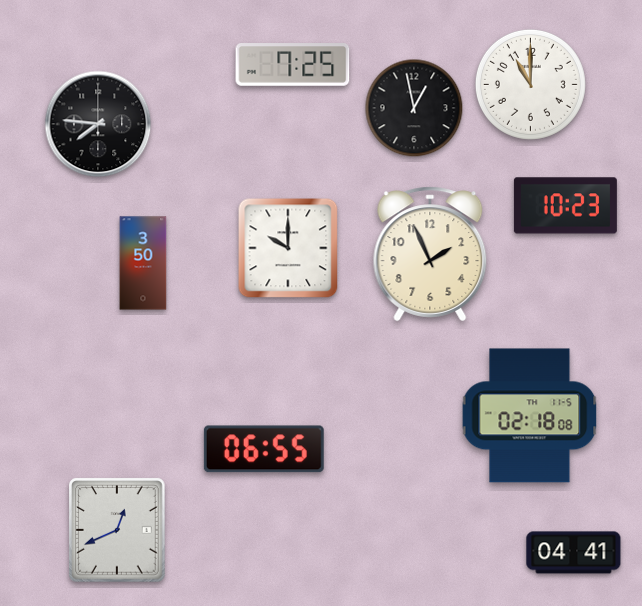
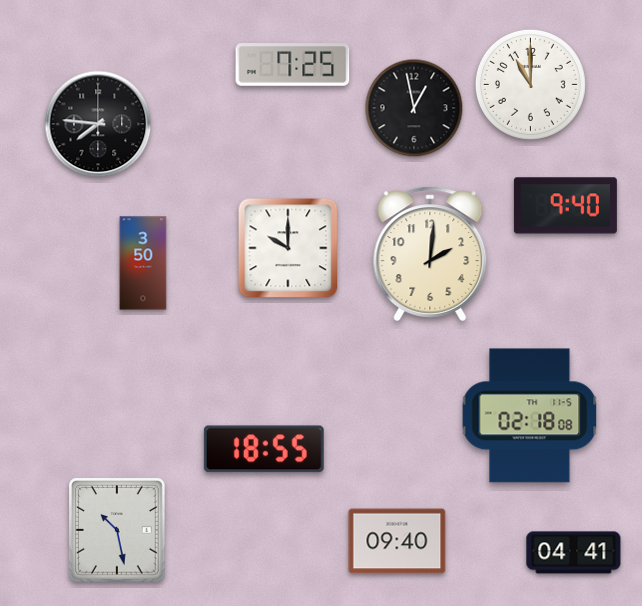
clock at (565, 206): 10:23 -> 9:40
clock at (430, 254): 1:56 -> 2:01
clock at (264, 449): 06:55 -> 18:55
clock at (117, 530): 12:41 -> 10:28
clock at (397, 541): none -> 09:40
